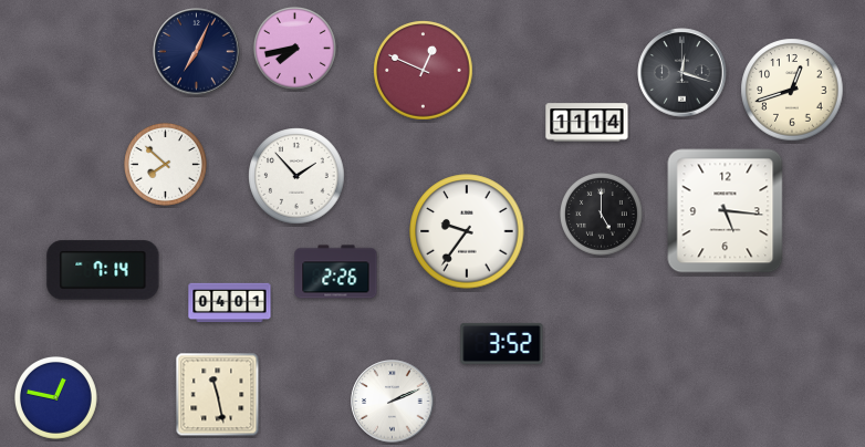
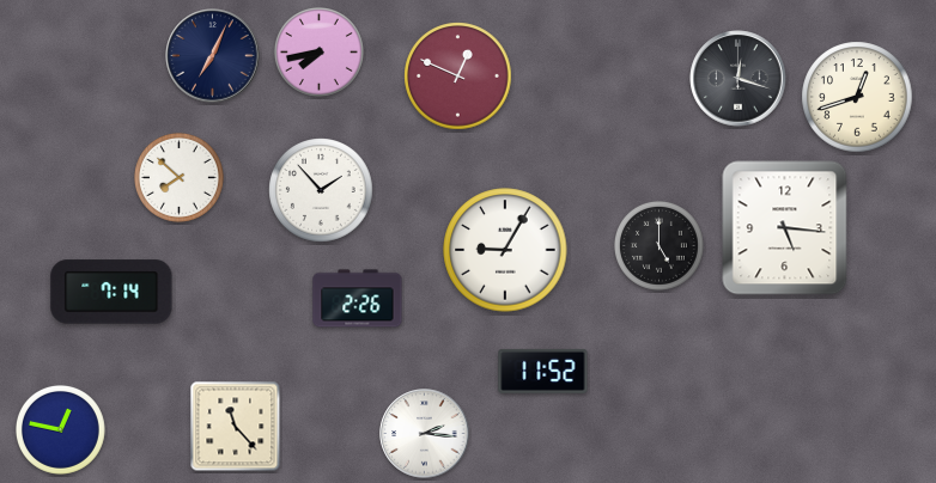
clock at (587, 123): 11:14 -> none
clock at (601, 214) position: (601, 214) -> (658, 245)
clock at (467, 231): 9:36 -> 9:05
clock at (336, 272) position: (336, 272) -> (358, 299)
clock at (230, 303): 04:01 -> none
clock at (502, 343): 3:52 -> 11:52
clock at (218, 395): 11:28 -> 11:23
clock at (393, 402): 2:11 -> 2:16
